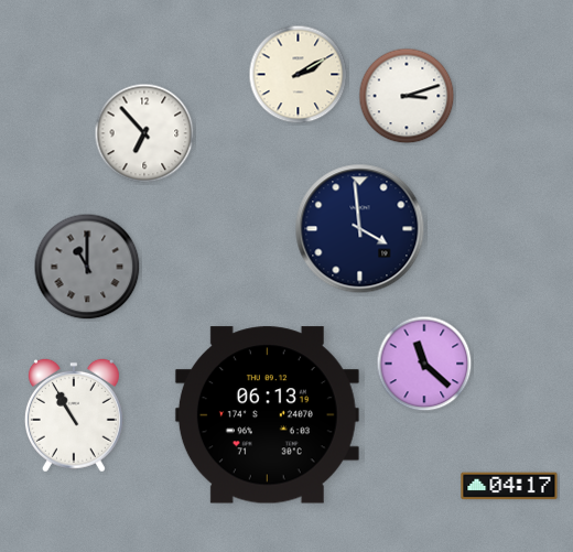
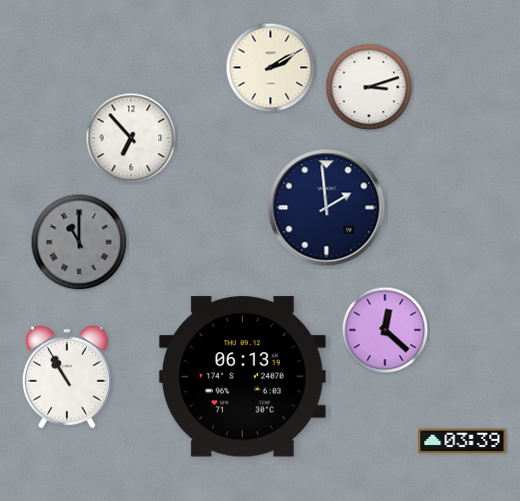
clock at (144, 133) position: (144, 133) -> (131, 138)
clock at (360, 229): 3:59 -> 1:59
clock at (424, 364): 11:22 -> 12:22
clock at (509, 486): 04:17 -> 03:39
